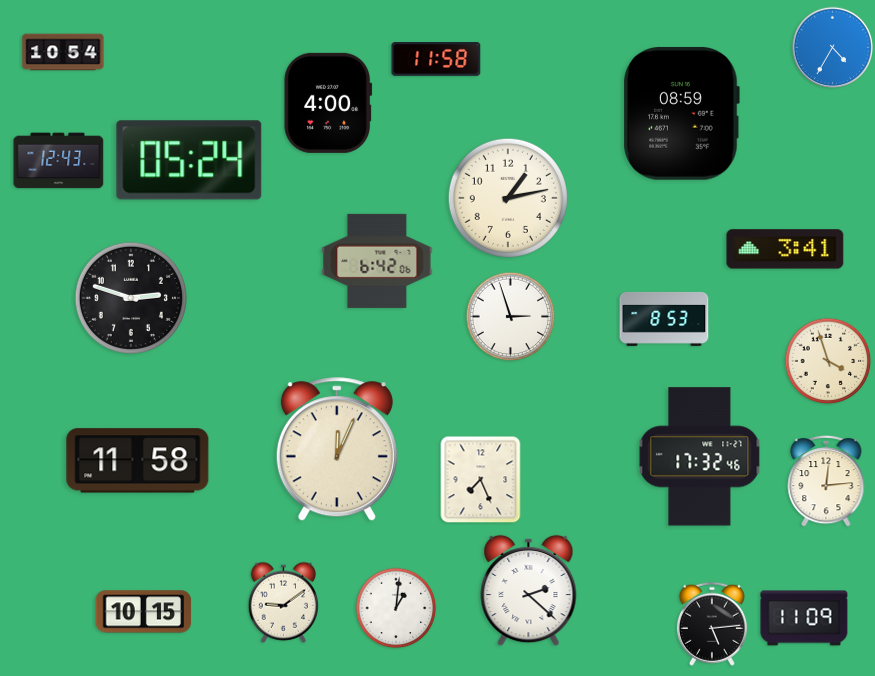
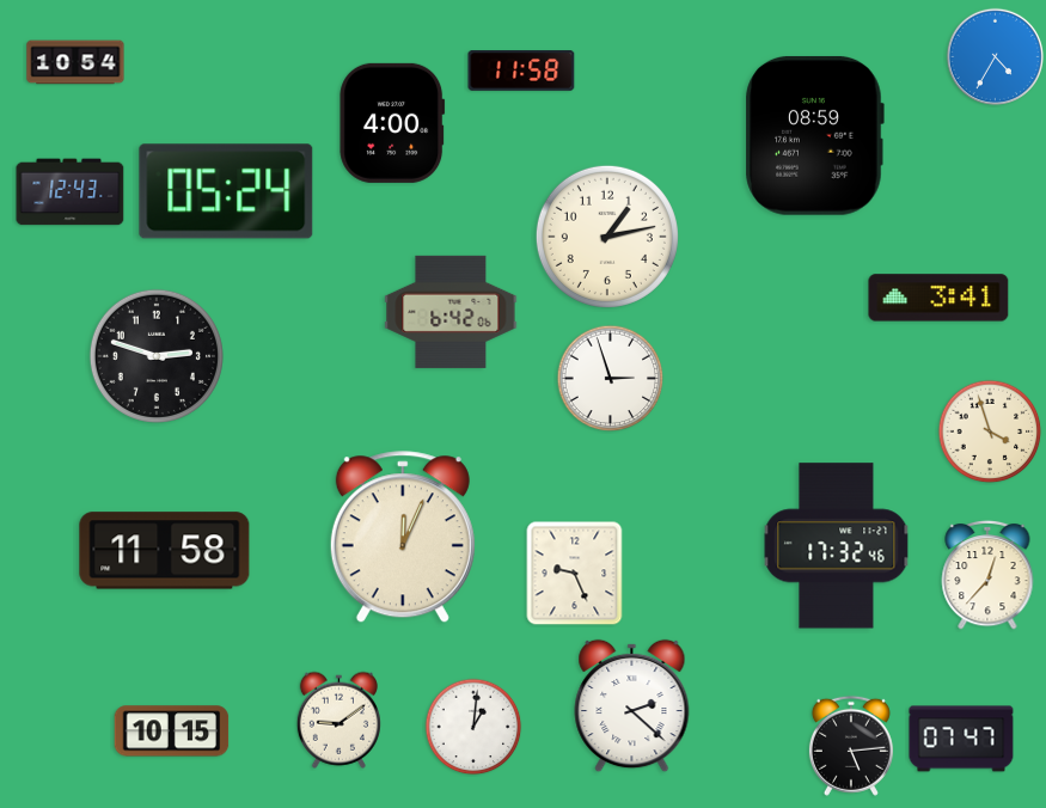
clock at (664, 319): 8:53 -> none
clock at (481, 480): 7:26 -> 9:26
clock at (826, 481): 12:14 -> 12:37
clock at (804, 618): 11:09 -> 07:47
